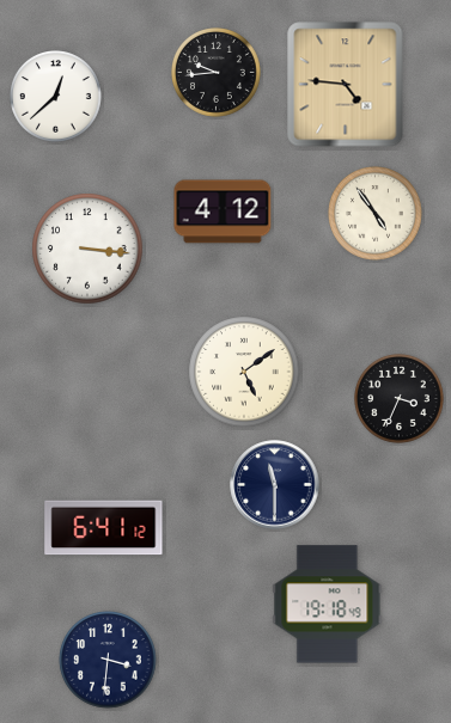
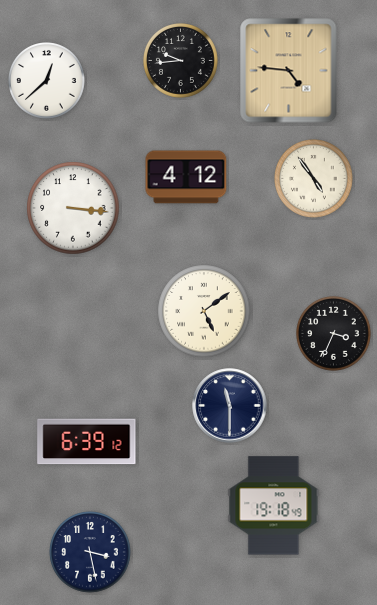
clock at (104, 528): 6:41 -> 6:39
clock at (108, 660): 3:31 -> 3:28
